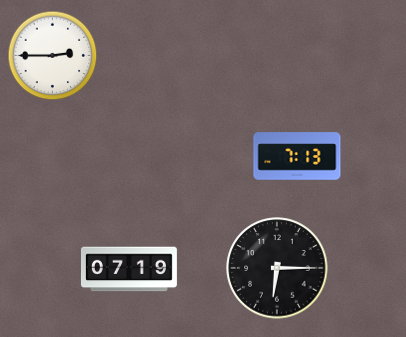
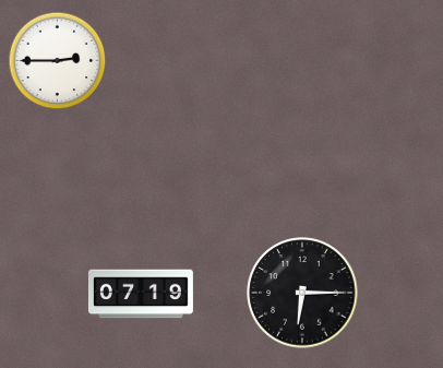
clock at (297, 156): 7:13 -> none
